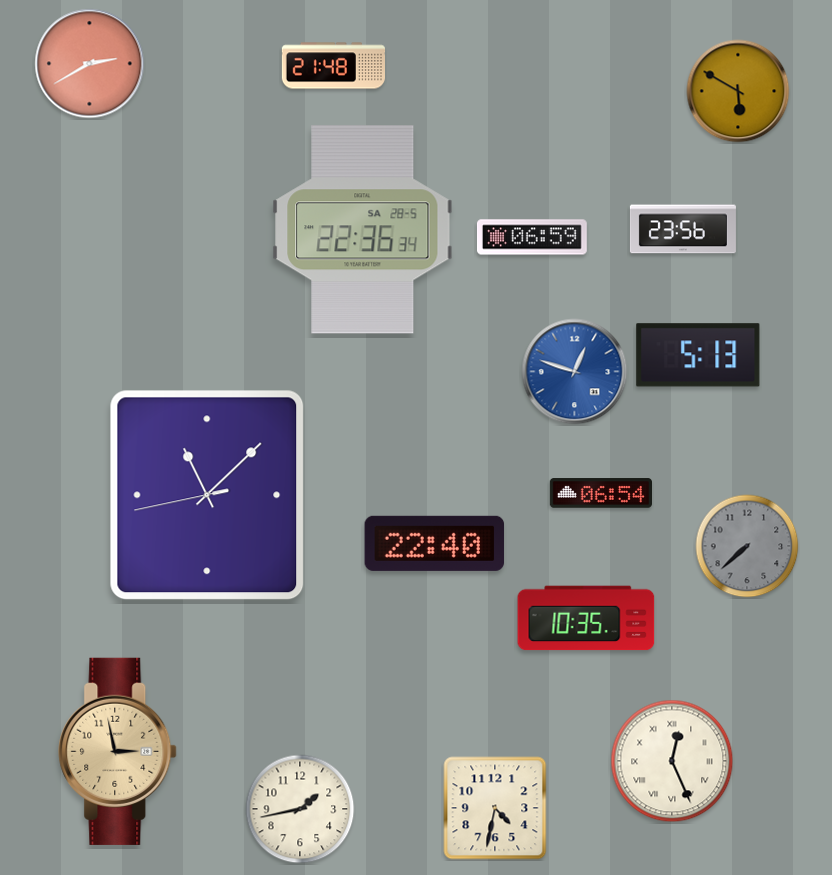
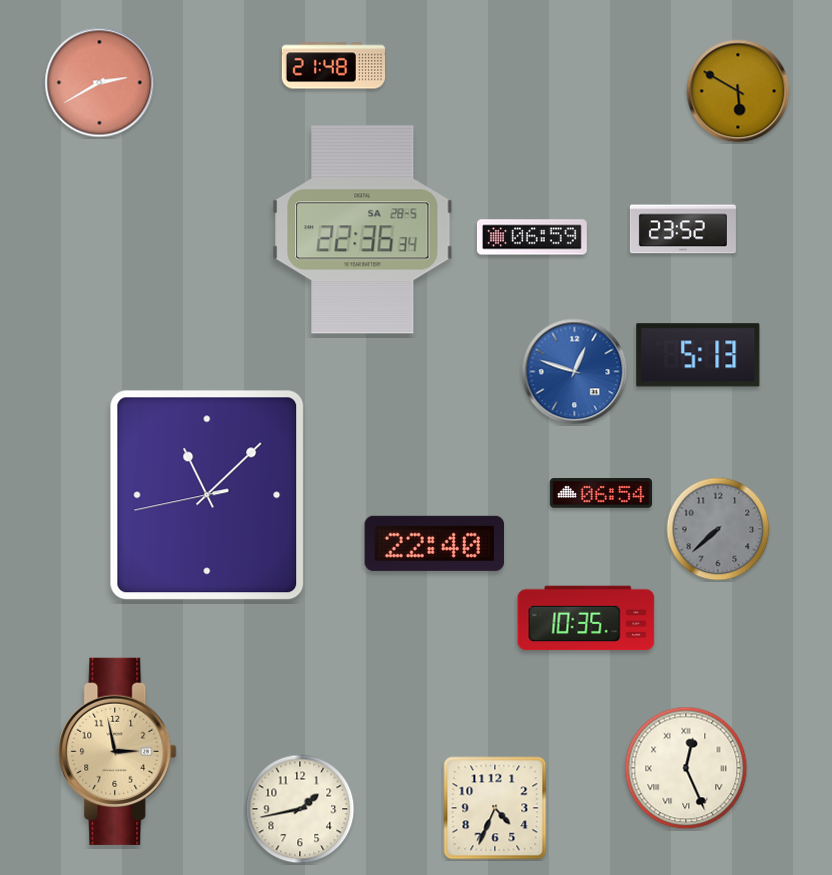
clock at (90, 64) position: (90, 64) -> (100, 83)
clock at (683, 229): 23:56 -> 23:52
clock at (747, 546) position: (747, 546) -> (718, 529)
clock at (672, 761) position: (672, 761) -> (686, 768)
clock at (495, 808): 4:32 -> 4:34
